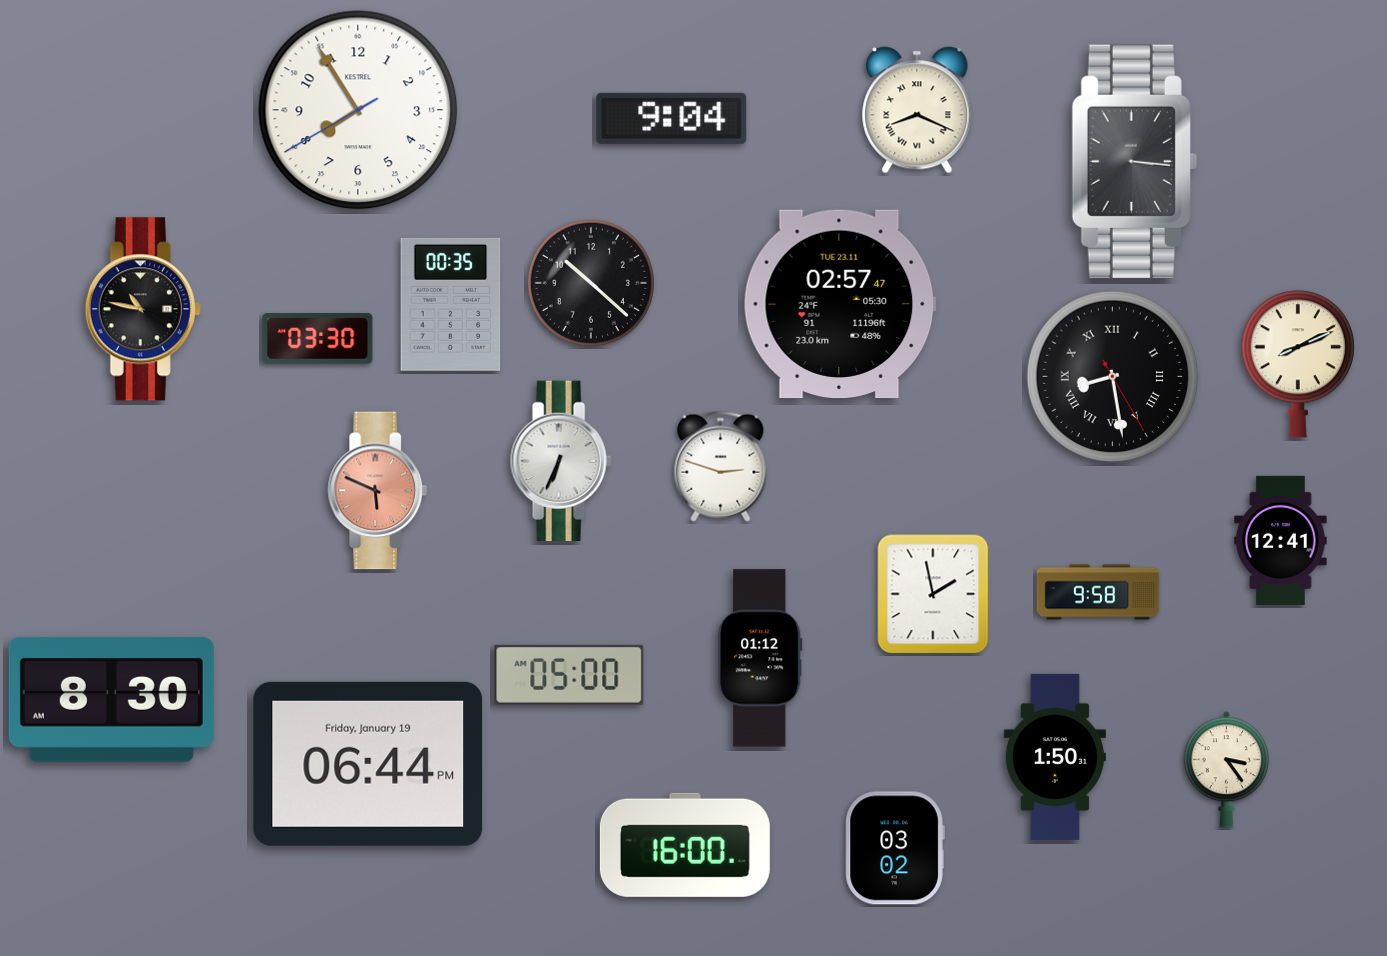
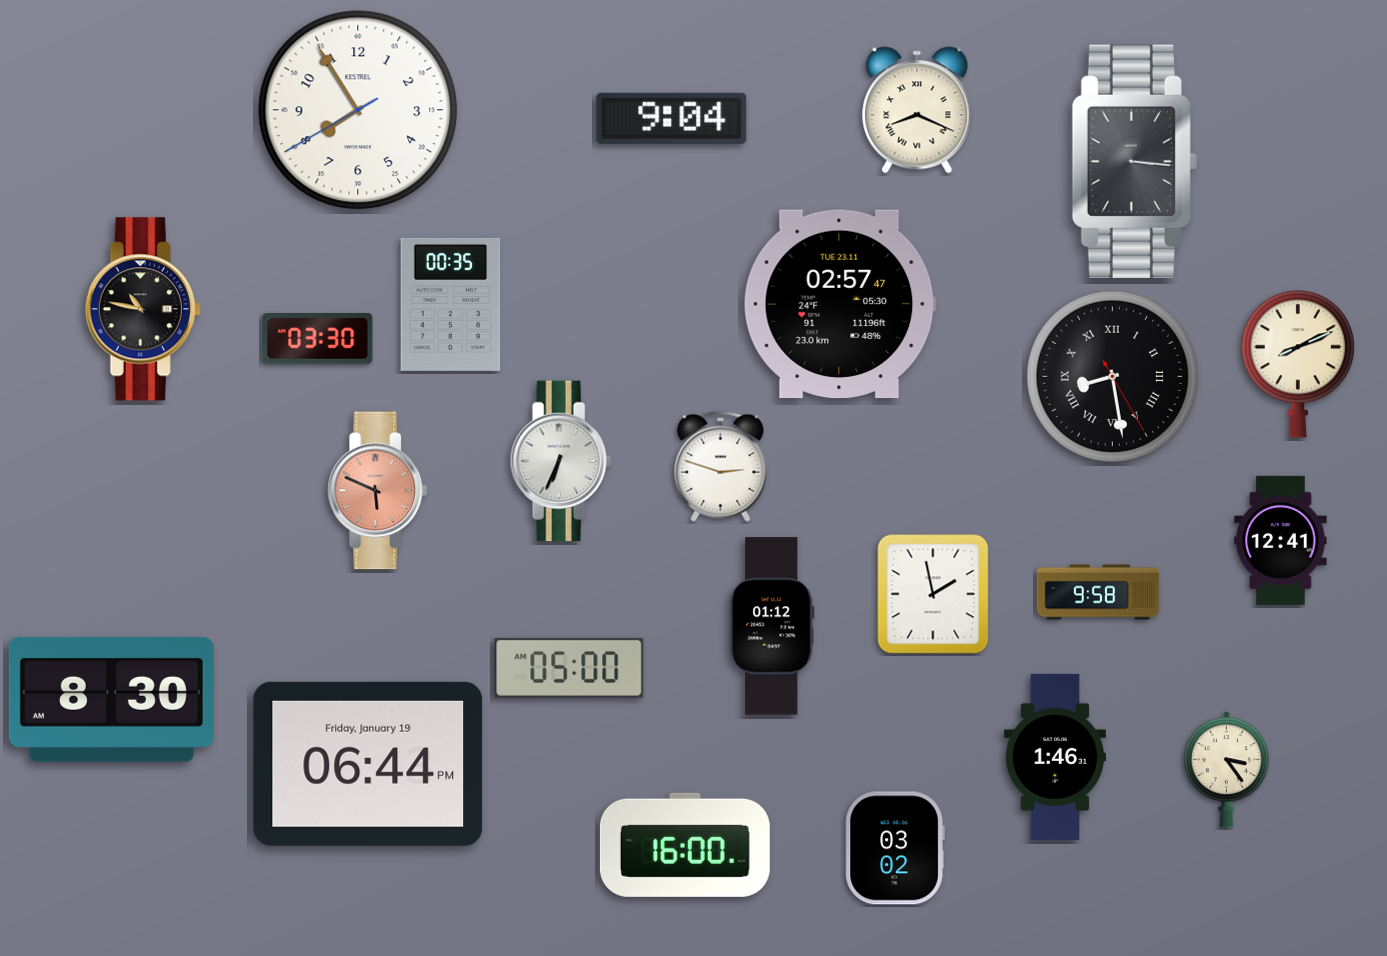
clock at (591, 283): 10:22 -> none
clock at (760, 658) position: (760, 658) -> (772, 626)
clock at (569, 675) position: (569, 675) -> (569, 668)
clock at (1055, 757): 1:50 -> 1:46
